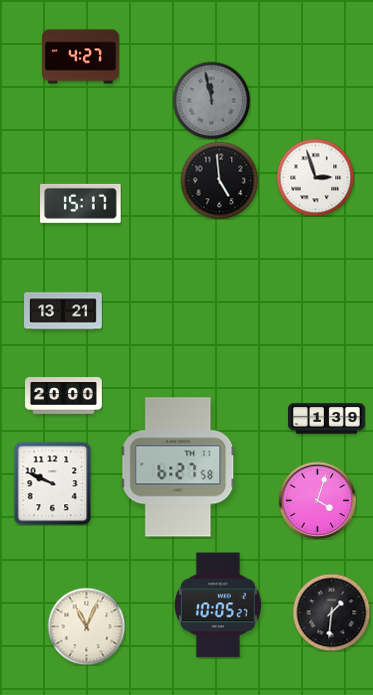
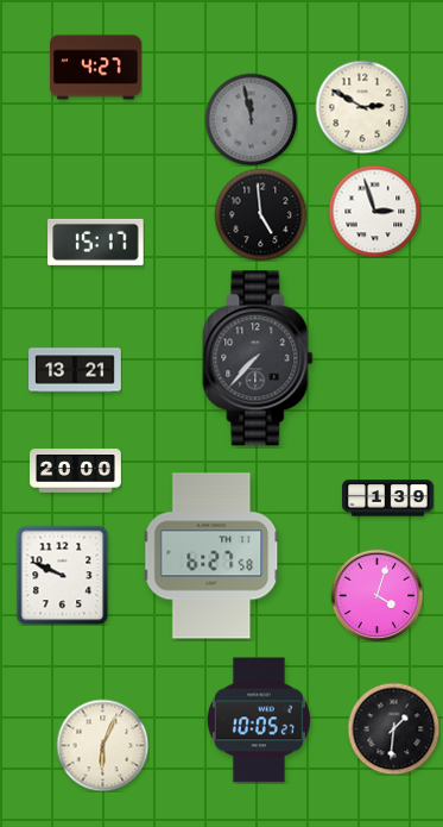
clock at (362, 107): none -> 2:50
clock at (258, 358): none -> 7:37
clock at (86, 626): 11:04 -> 6:04
